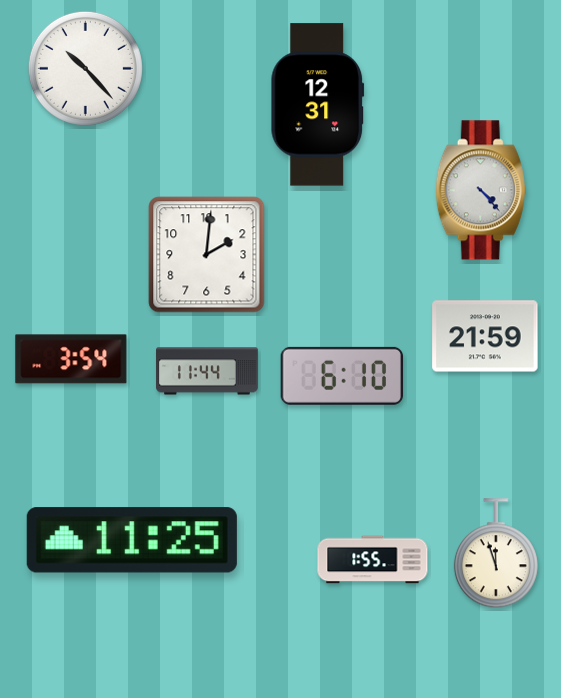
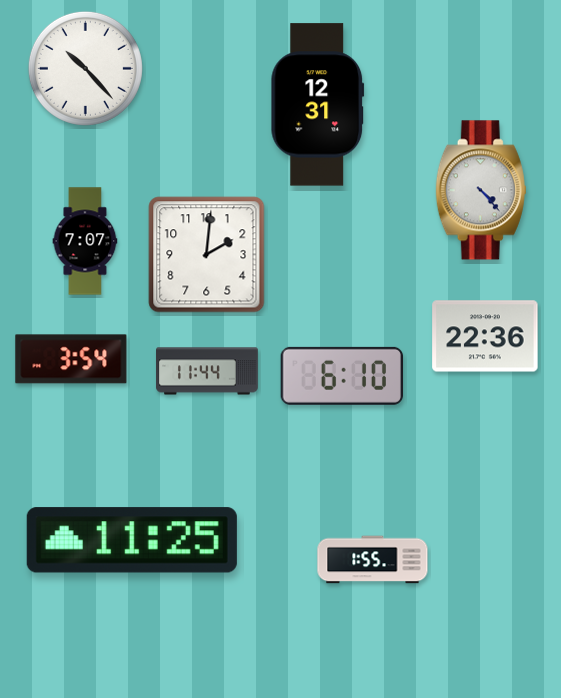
clock at (85, 241): none -> 7:07
clock at (485, 336): 21:59 -> 22:36
clock at (496, 554): 11:57 -> none
